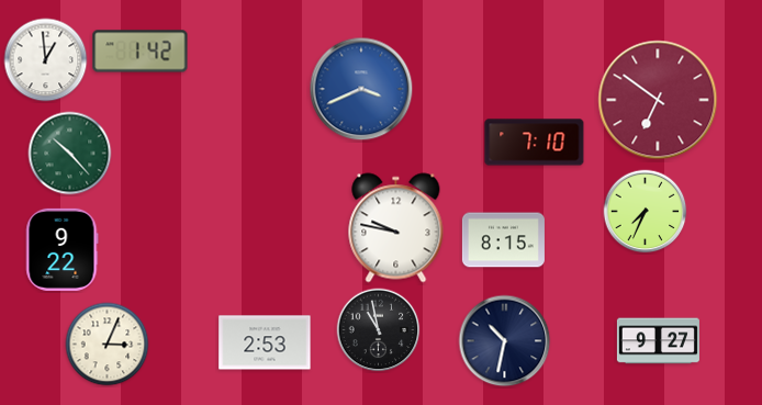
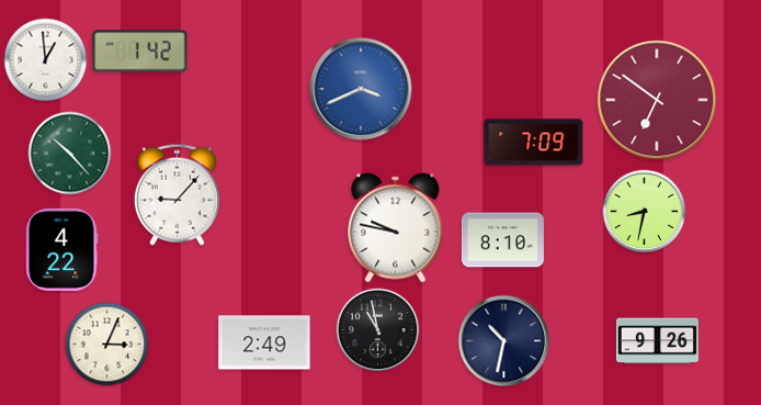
clock at (535, 143): 7:10 -> 7:09
clock at (177, 194): none -> 9:07
clock at (646, 212): 7:34 -> 8:32
clock at (503, 240): 8:15 -> 8:10
clock at (63, 249): 9:22 -> 4:22
clock at (658, 341): 9:27 -> 9:26
clock at (265, 342): 2:53 -> 2:49
